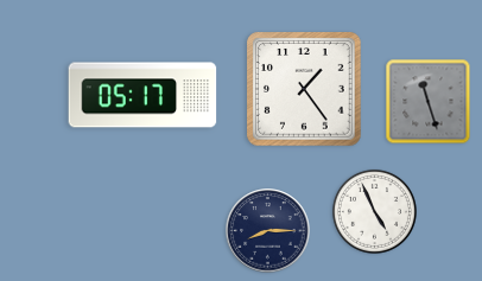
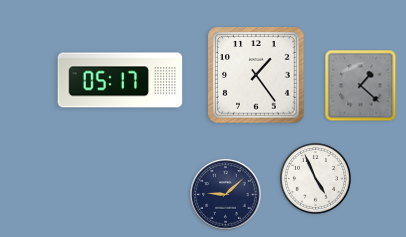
clock at (429, 102): 11:27 -> 1:22
clock at (268, 231): 8:15 -> 9:08
